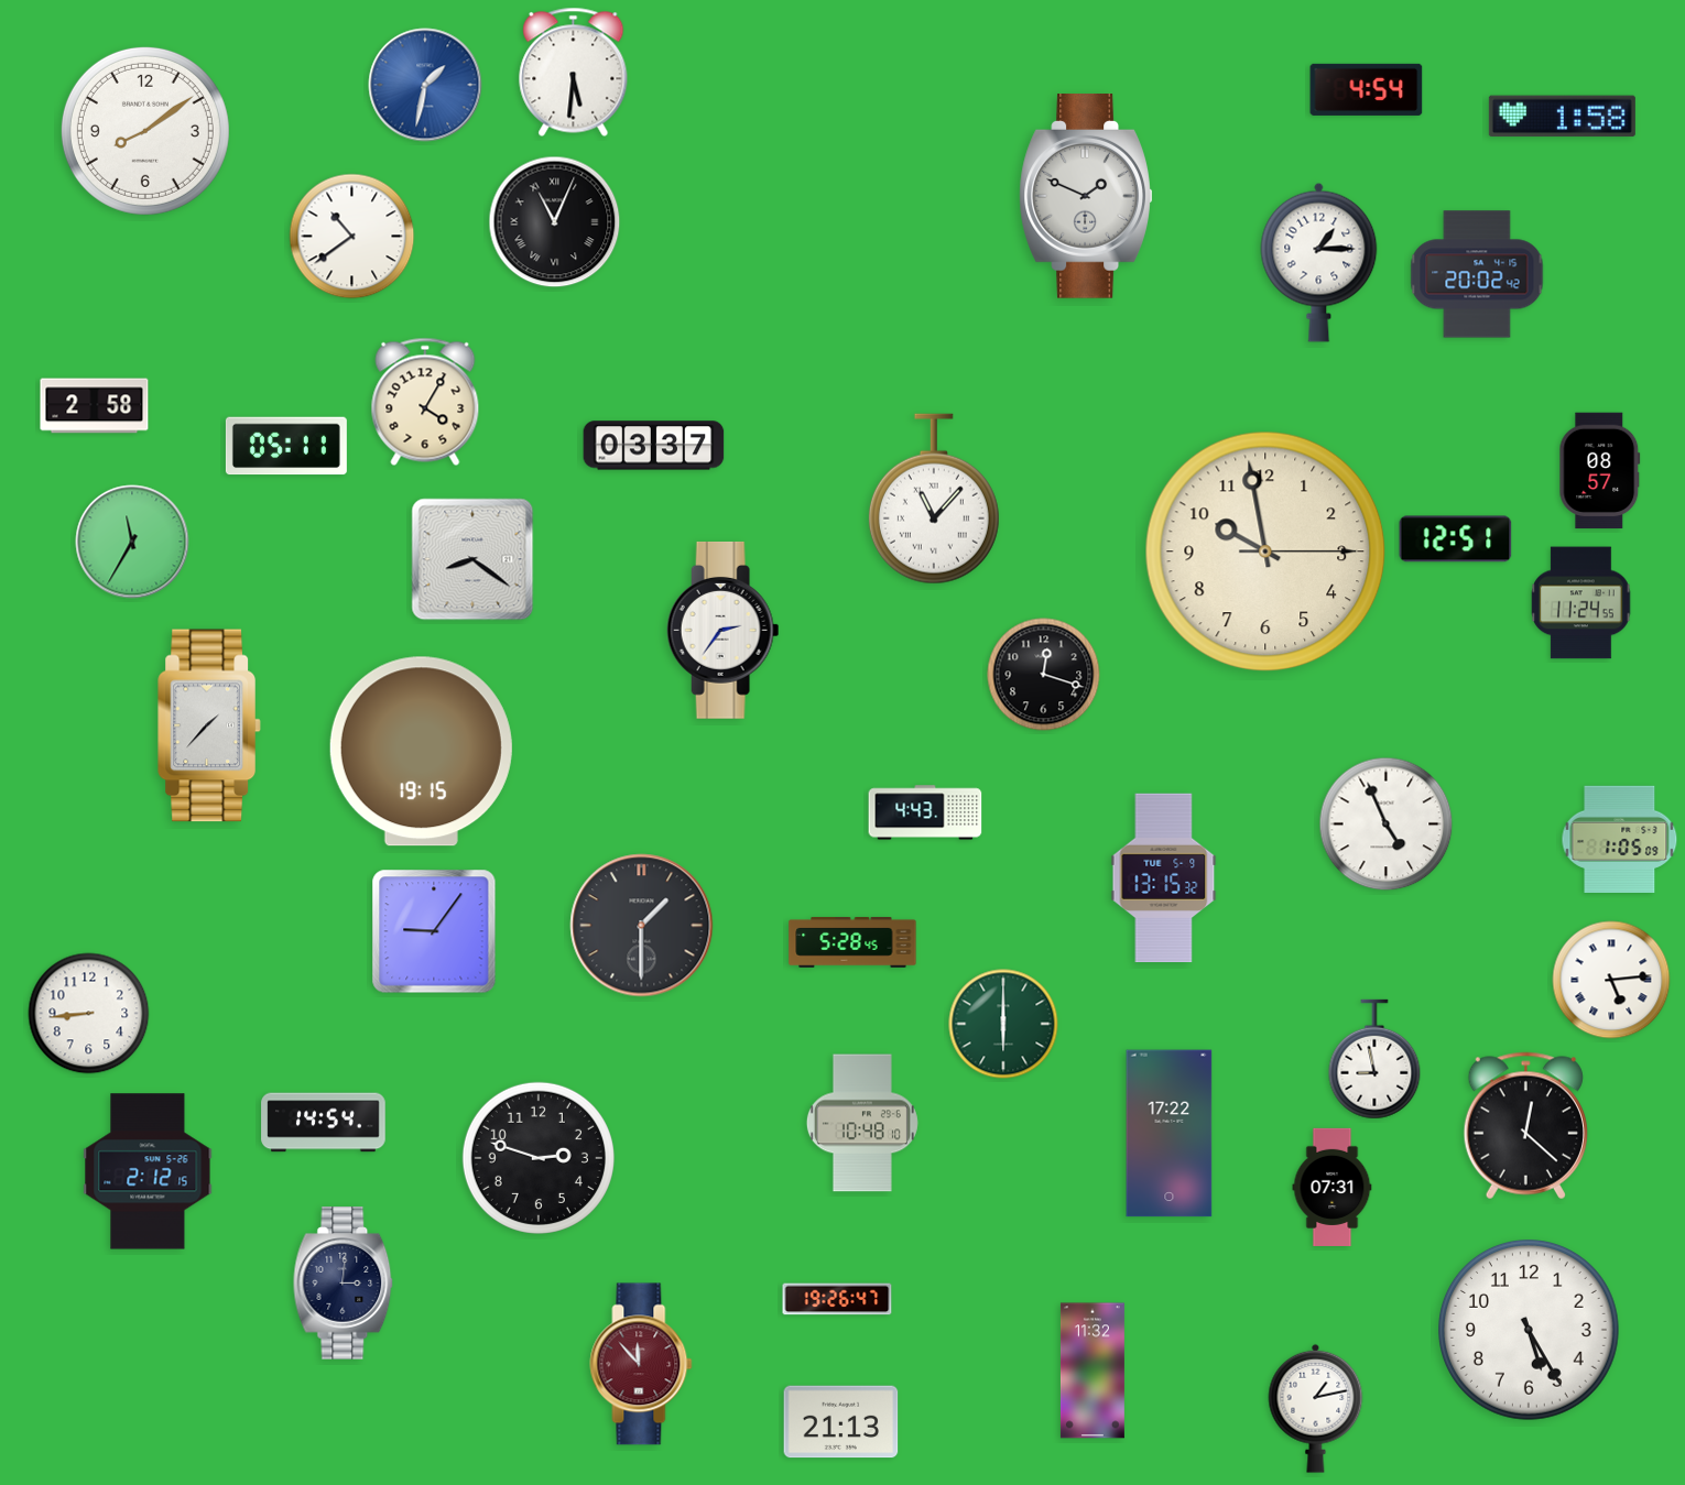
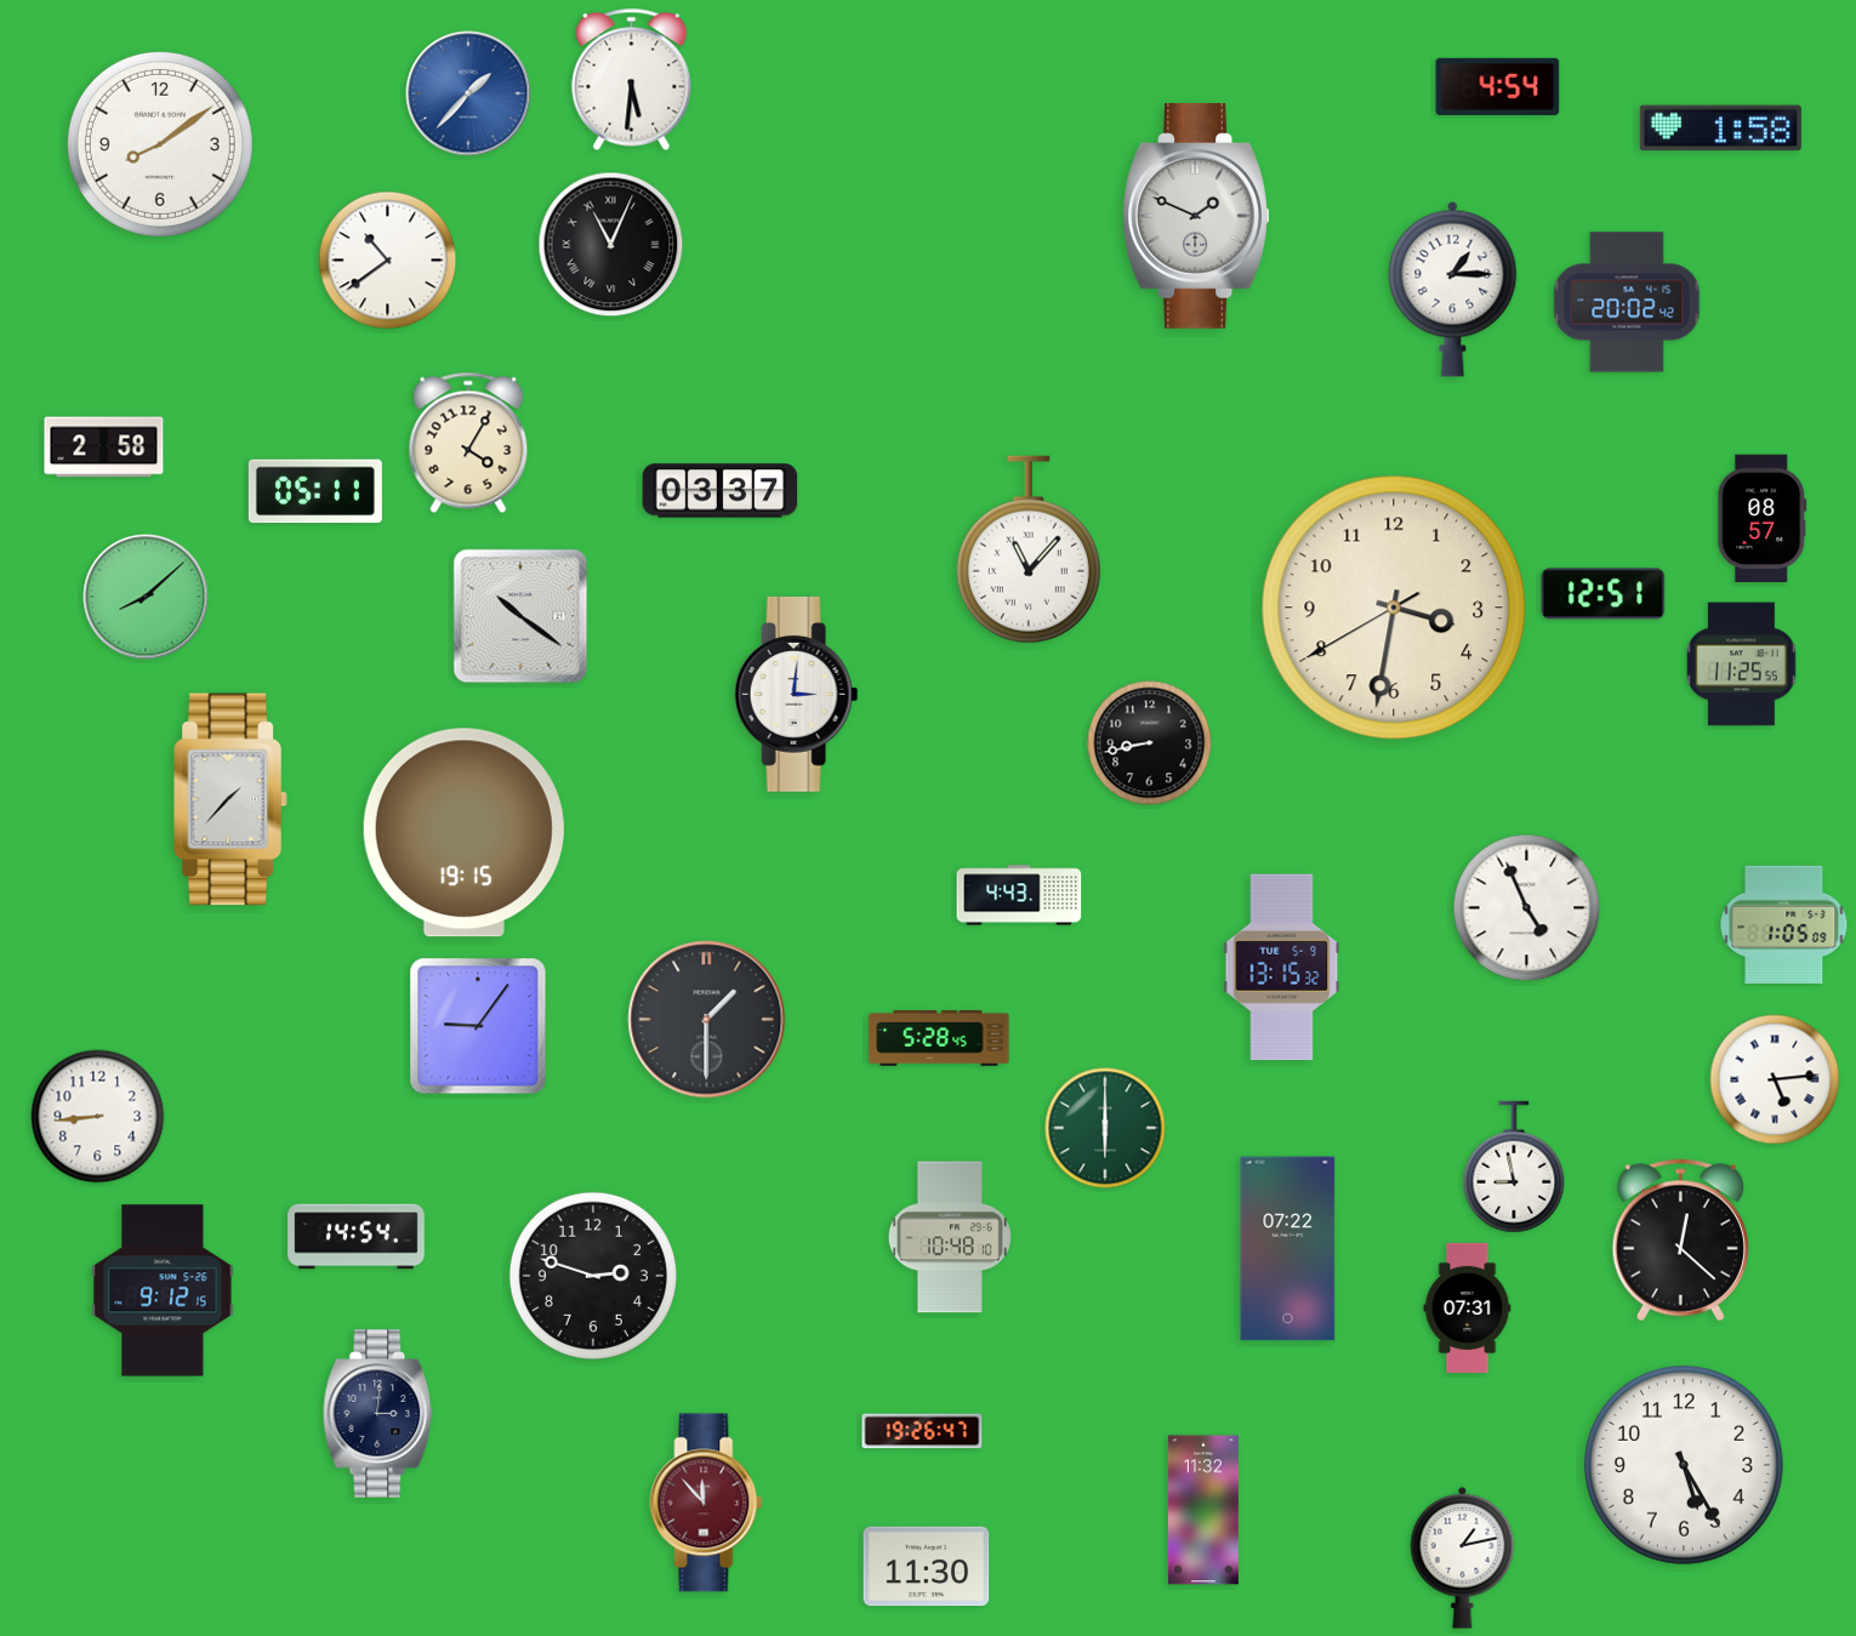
clock at (425, 85): 1:32 -> 1:37
clock at (1367, 89) position: (1367, 89) -> (1498, 86)
clock at (132, 542): 11:35 -> 8:08
clock at (1265, 552): 9:58 -> 3:31
clock at (472, 559): 8:21 -> 10:21
clock at (1581, 603): 11:24 -> 11:25
clock at (724, 631): 2:36 -> 3:01
clock at (1044, 675): 12:18 -> 8:43
clock at (421, 752) position: (421, 752) -> (463, 833)
clock at (1170, 1134): 17:22 -> 07:22
clock at (148, 1171): 2:12 -> 9:12
clock at (1316, 1408) position: (1316, 1408) -> (1463, 1557)
clock at (841, 1422): 21:13 -> 11:30
